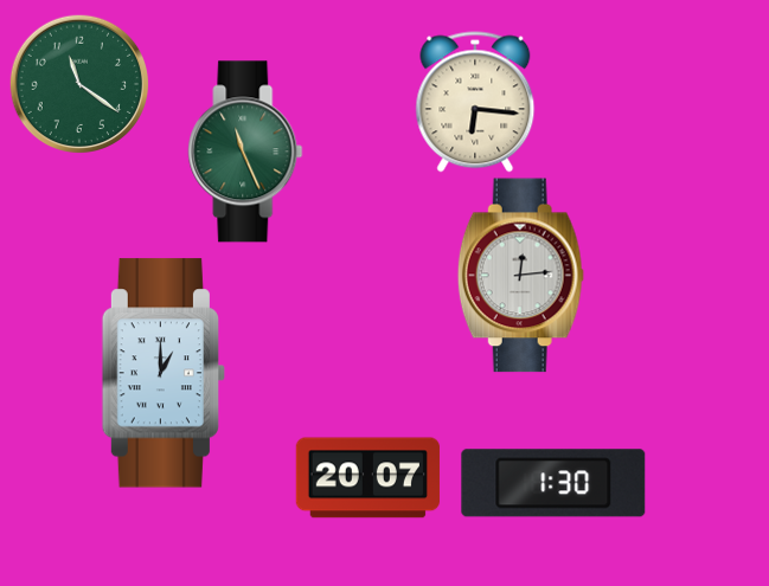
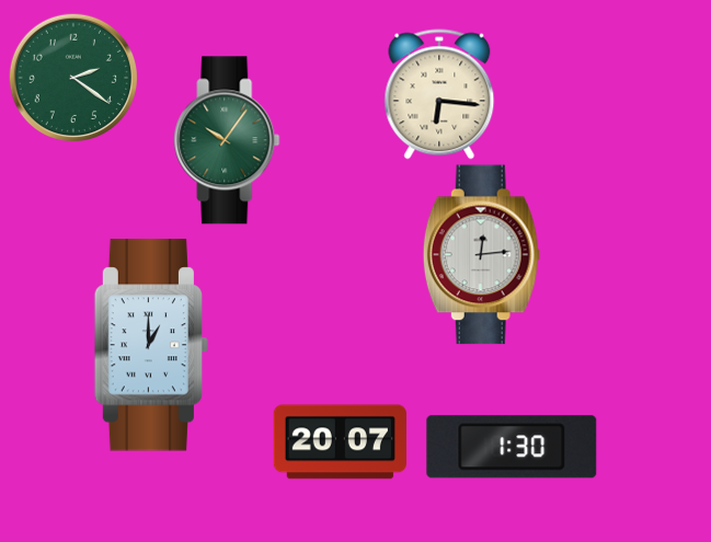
clock at (79, 84): 11:21 -> 2:21
clock at (245, 152): 11:26 -> 10:06
